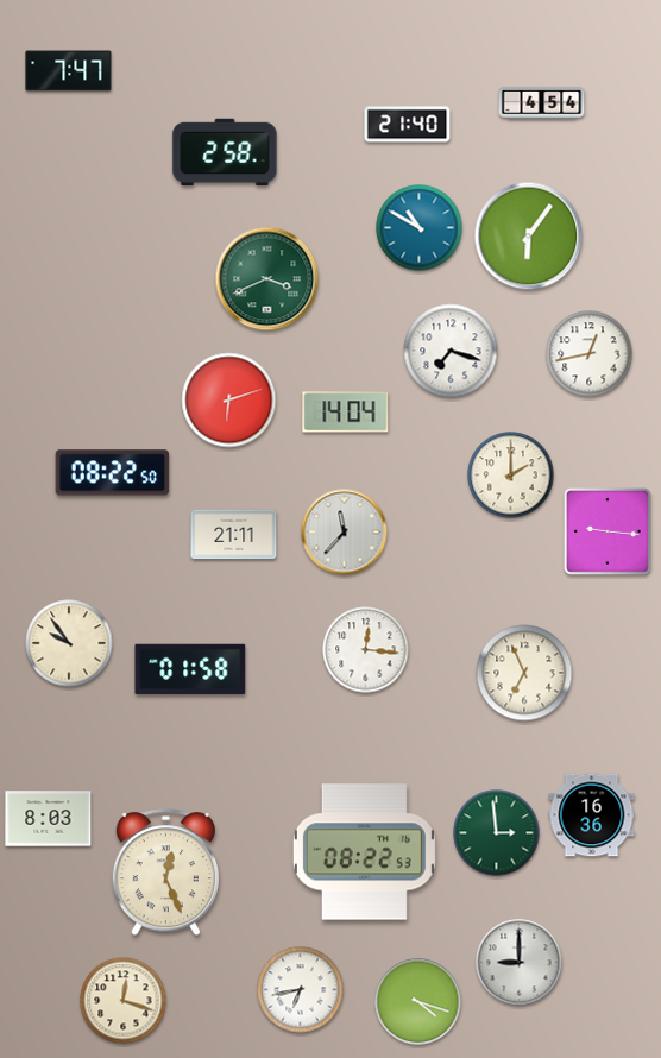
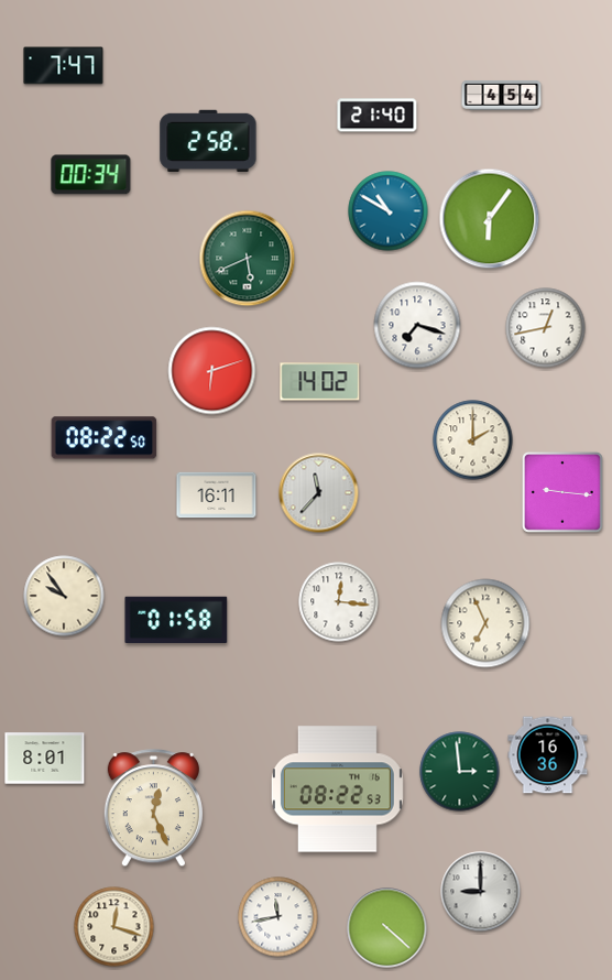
clock at (91, 175): none -> 00:34
clock at (267, 279): 3:41 -> 5:41
clock at (346, 413): 14:04 -> 14:02
clock at (234, 535): 21:11 -> 16:11
clock at (49, 819): 8:03 -> 8:01
clock at (301, 990): 6:43 -> 11:43
clock at (418, 1002): 4:18 -> 4:22
